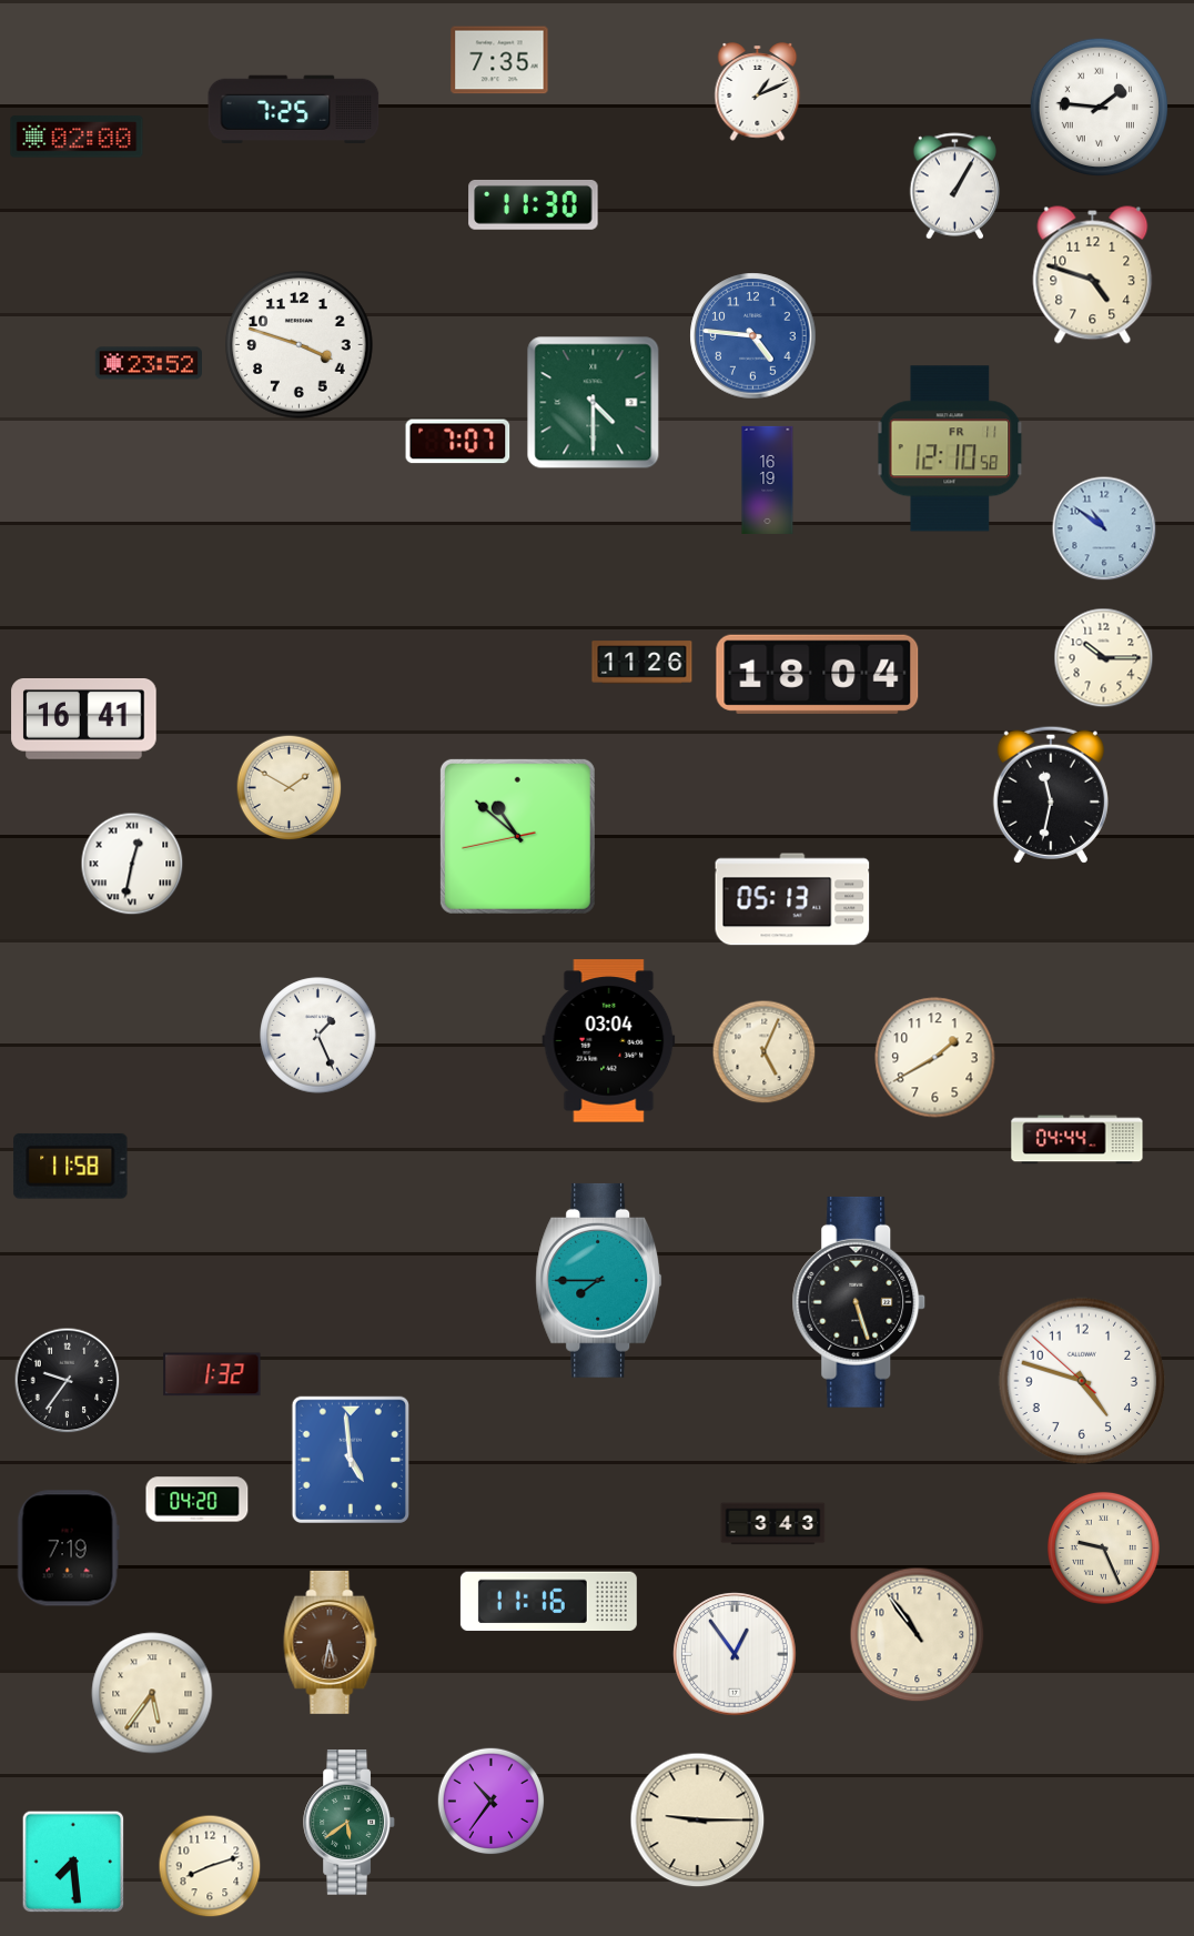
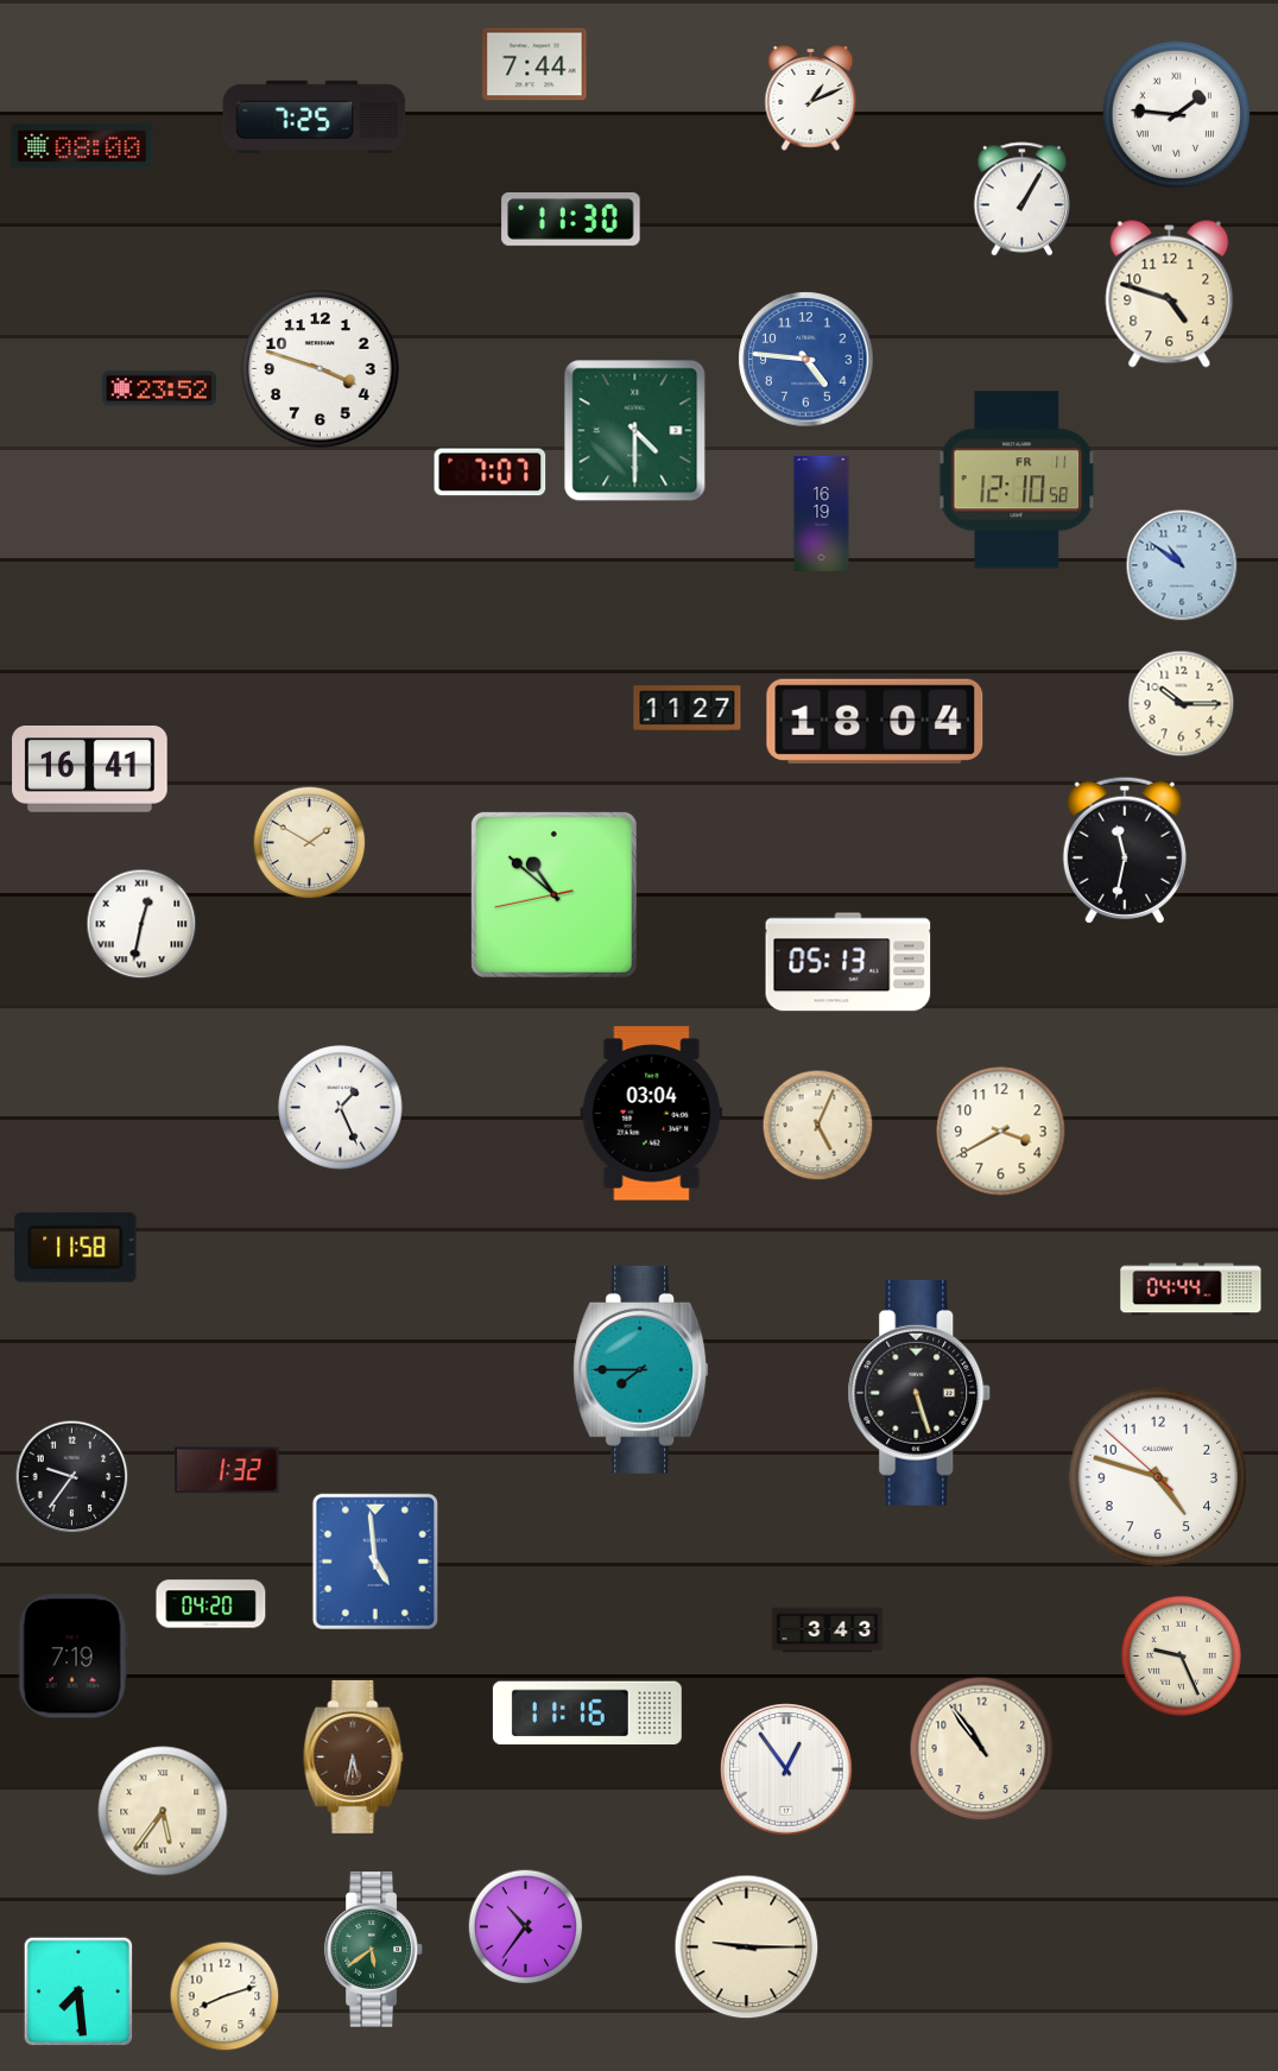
clock at (499, 60): 7:35 -> 7:44
clock at (77, 137): 02:00 -> 08:00
clock at (642, 663): 11:26 -> 11:27
clock at (935, 1058): 1:40 -> 3:40
clock at (1077, 1140) position: (1077, 1140) -> (1191, 1290)
